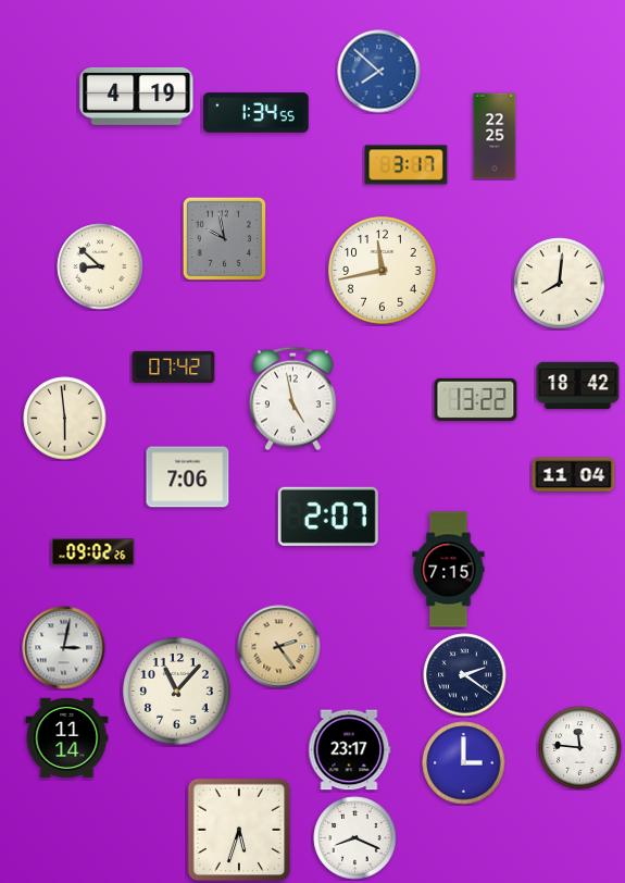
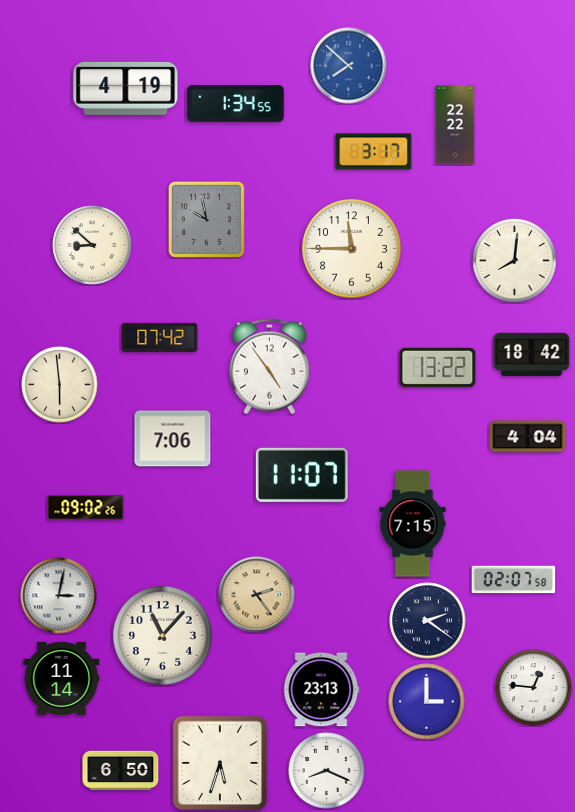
clock at (495, 136): 22:25 -> 22:22
clock at (383, 271): 11:43 -> 11:45
clock at (292, 399): 4:58 -> 4:54
clock at (574, 475): 11:04 -> 4:04
clock at (328, 517): 2:07 -> 11:07
clock at (514, 580): none -> 02:07
clock at (580, 748): 11:46 -> 12:46
clock at (350, 750): 23:17 -> 23:13
clock at (121, 771): none -> 6:50
